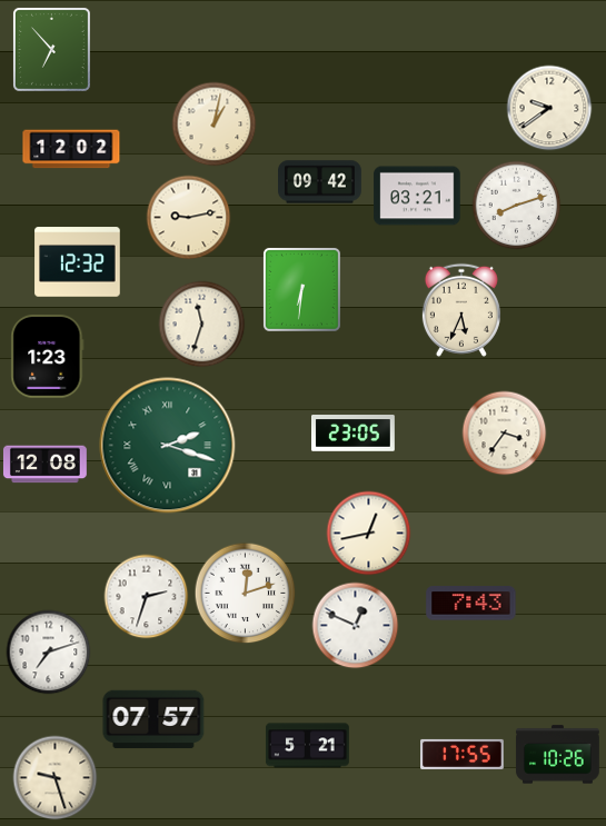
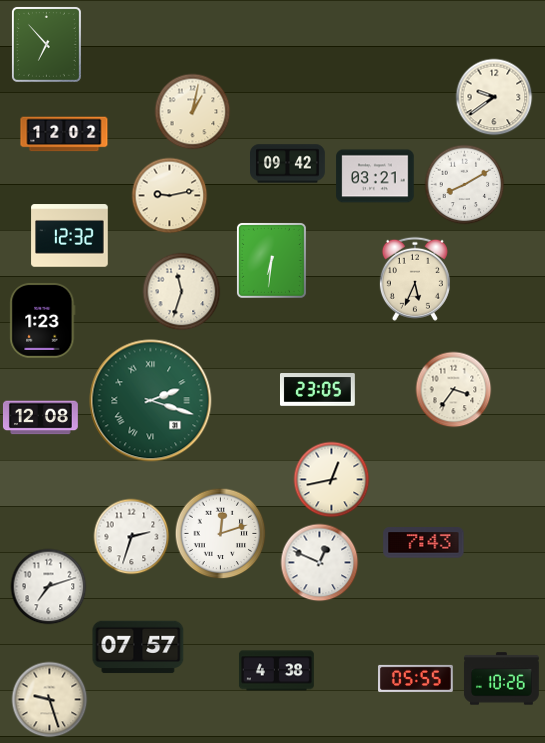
clock at (517, 206): 8:12 -> 8:10
clock at (49, 653) position: (49, 653) -> (49, 587)
clock at (307, 746): 5:21 -> 4:38
clock at (463, 754): 17:55 -> 05:55
